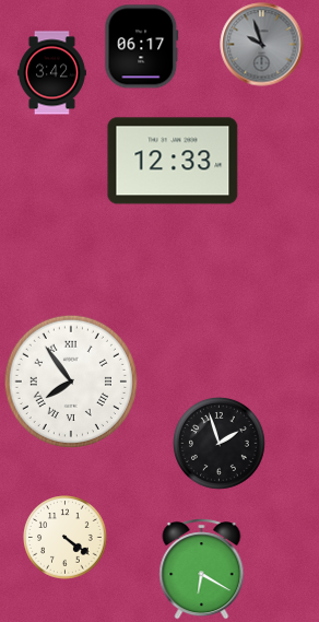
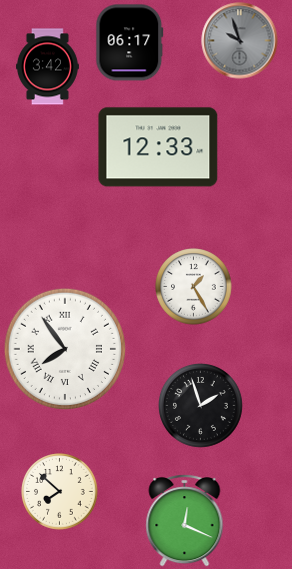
clock at (194, 287): none -> 1:25
clock at (66, 538): 4:21 -> 7:52
clock at (202, 570): 6:20 -> 12:19
